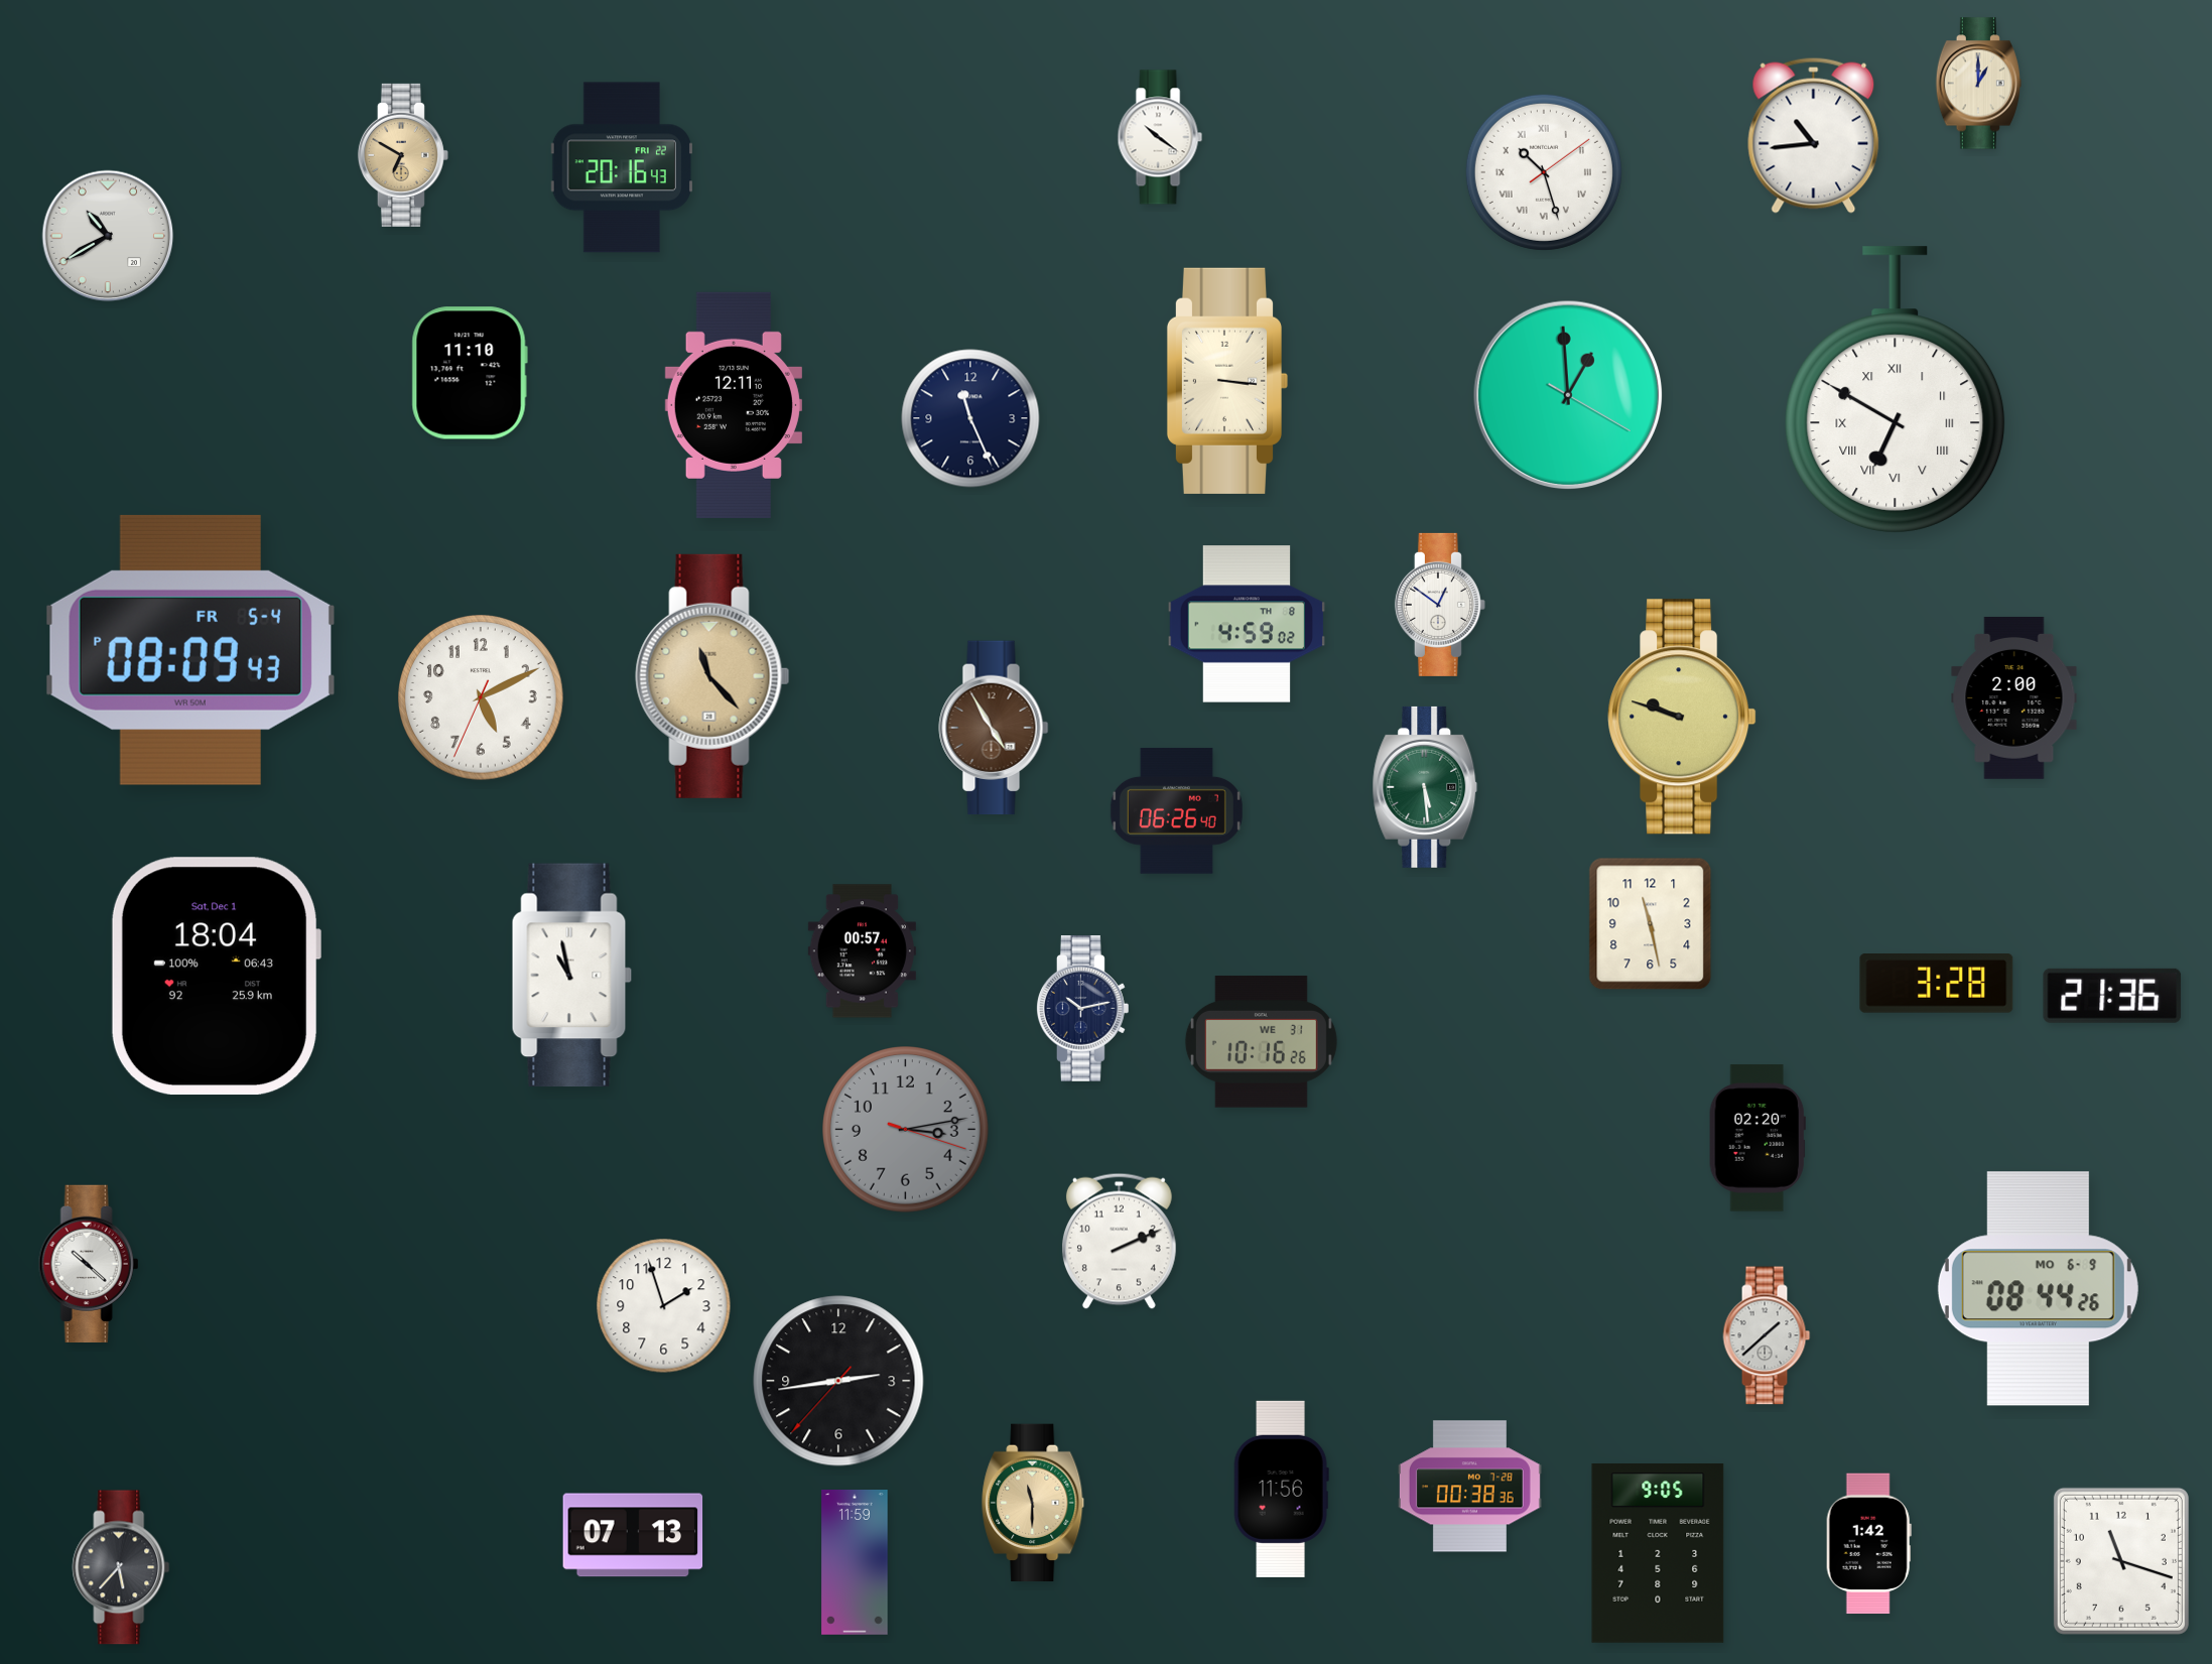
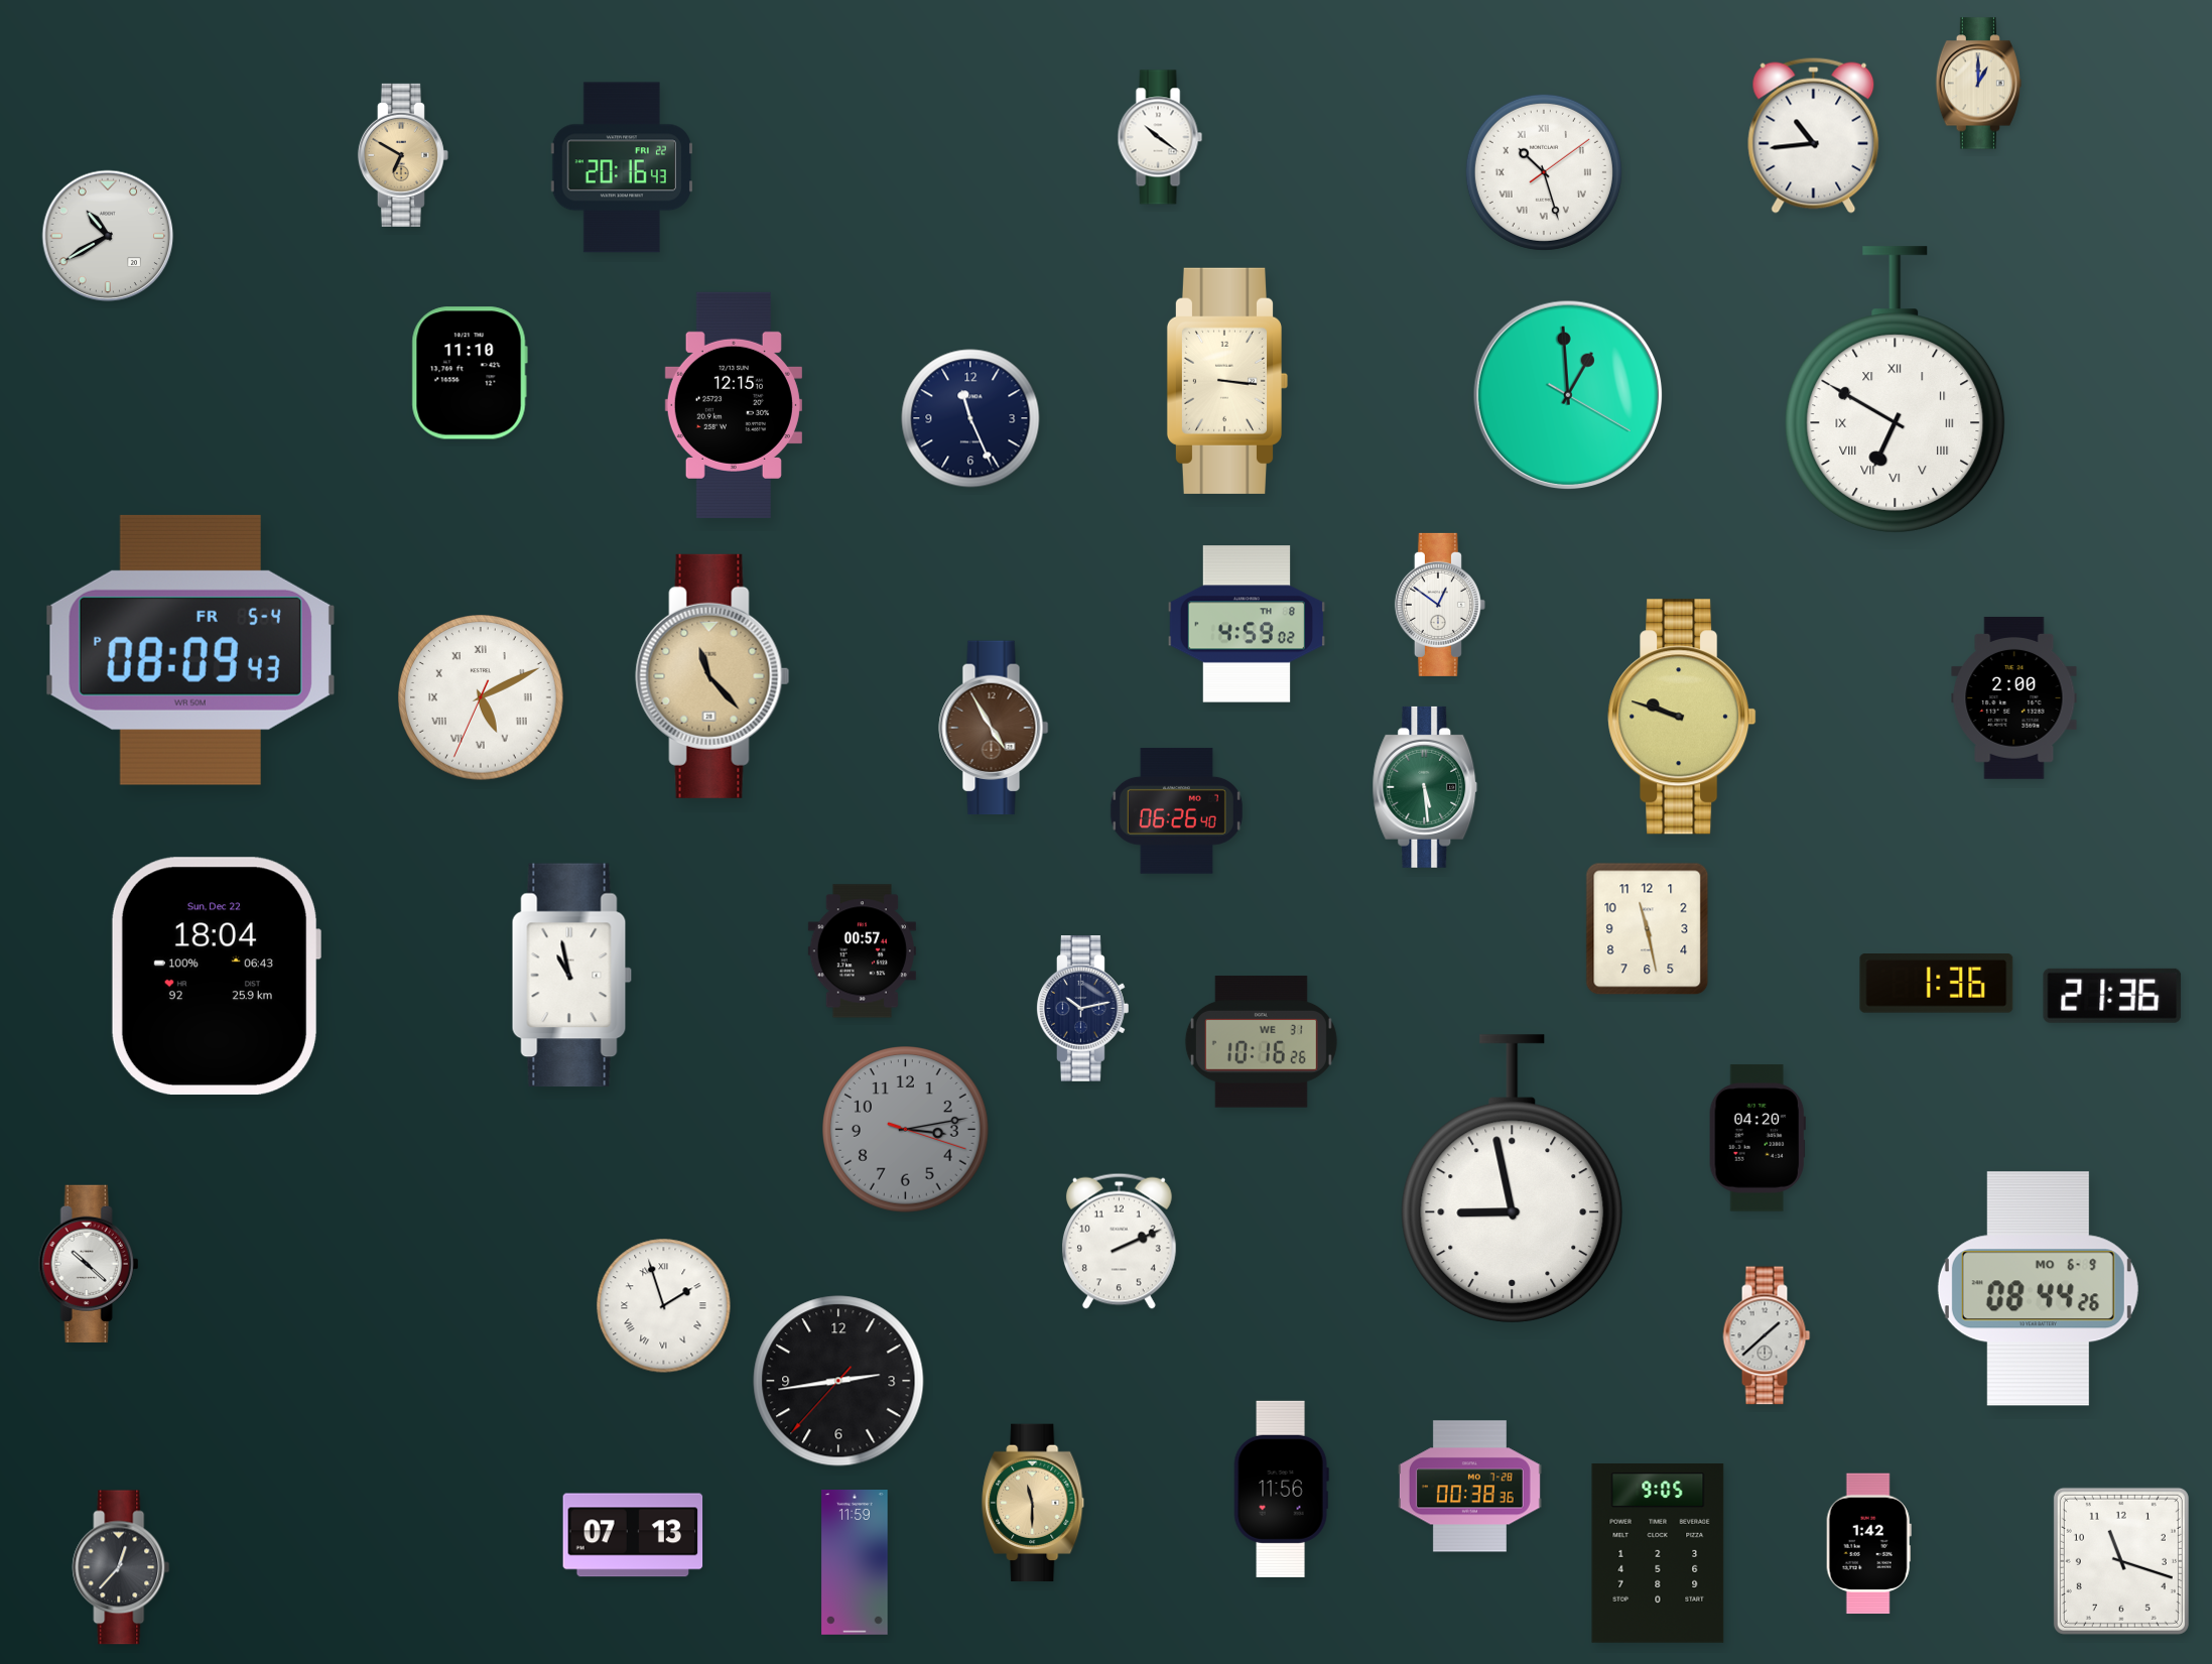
clock at (734, 405): 12:11 -> 12:15
clock at (482, 698) numerals: Arabic -> Roman
clock at (1651, 924) position: (1651, 924) -> (1648, 929)
clock at (215, 977) date: Sat, Dec 1 -> Sun, Dec 22
clock at (1937, 984): 3:28 -> 1:36
clock at (1758, 1138): 02:20 -> 04:20
clock at (1513, 1179): none -> 8:58
clock at (664, 1306) numerals: Arabic -> Roman
clock at (121, 1567): 5:37 -> 12:37
